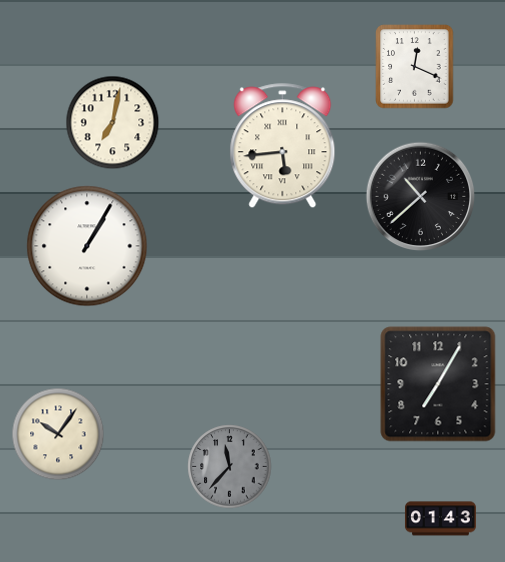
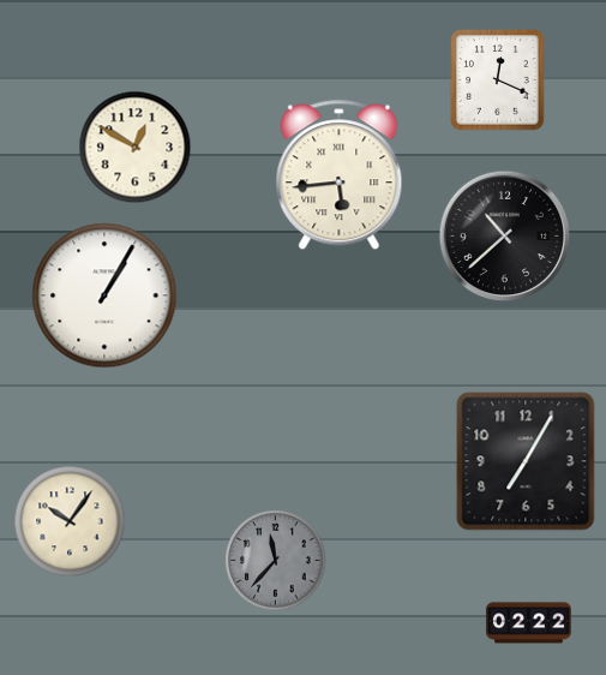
clock at (113, 123): 7:02 -> 12:50
clock at (440, 519): 01:43 -> 02:22
